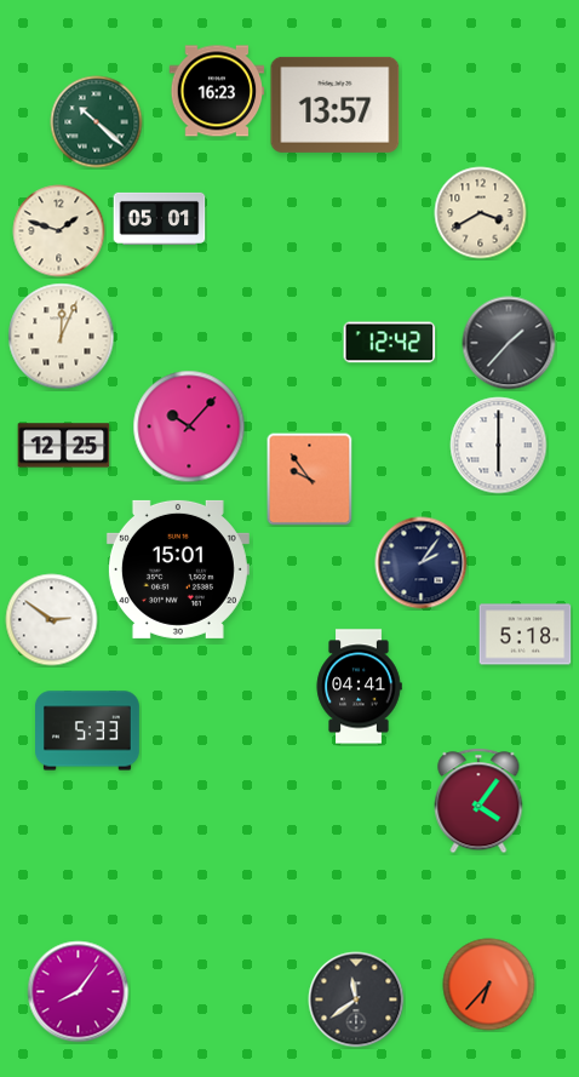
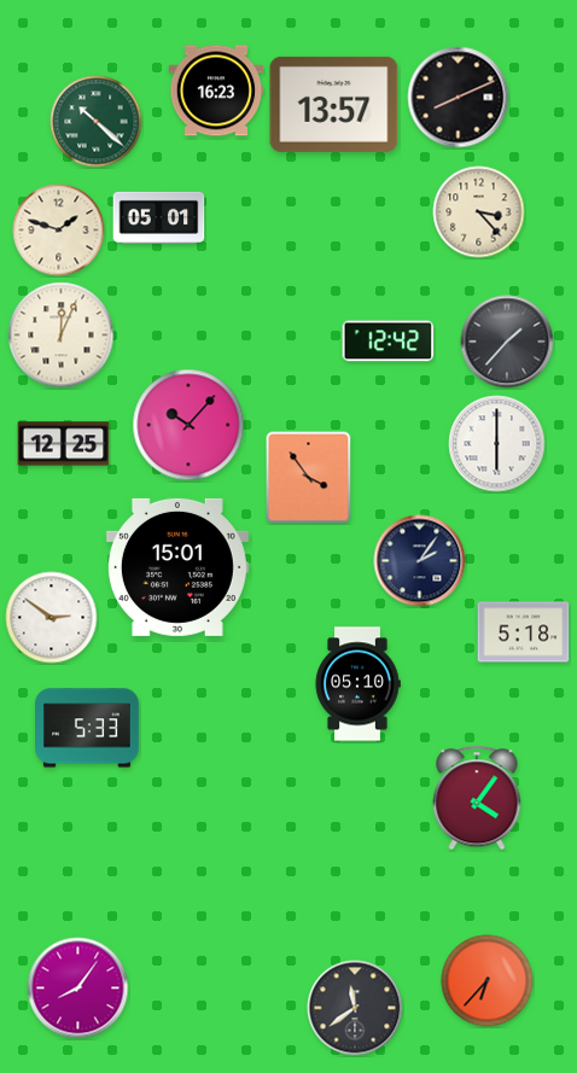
clock at (459, 98): none -> 8:11
clock at (481, 213): 3:40 -> 3:23
clock at (310, 480): 9:54 -> 3:54
clock at (359, 687): 04:41 -> 05:10
clock at (356, 999) position: (356, 999) -> (355, 1008)
